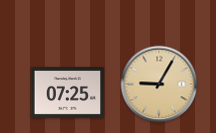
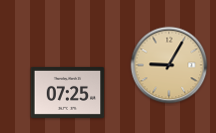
clock at (159, 84) position: (159, 84) -> (169, 65)
